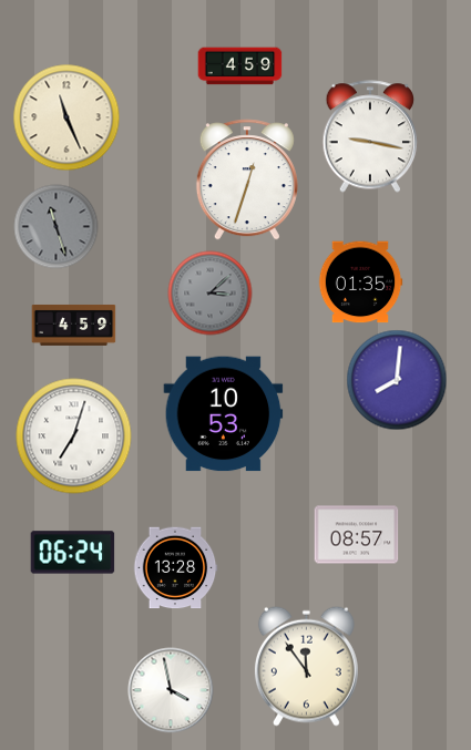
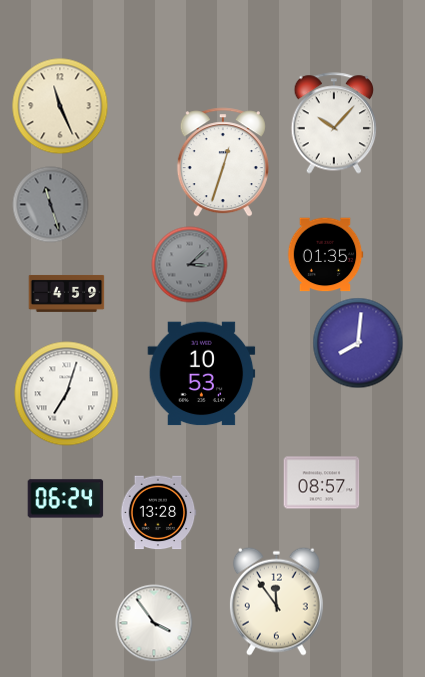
clock at (240, 66): 4:59 -> none
clock at (370, 136): 9:17 -> 10:07
clock at (171, 690): 3:58 -> 3:54
